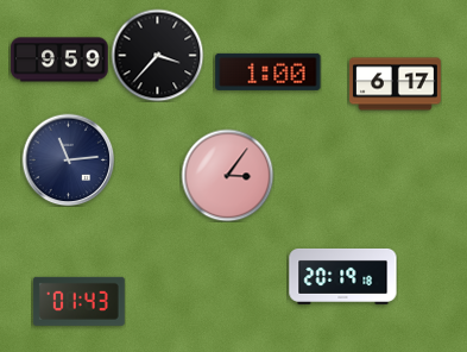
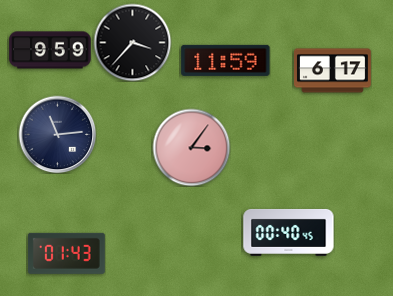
clock at (157, 55) position: (157, 55) -> (132, 42)
clock at (269, 71): 1:00 -> 11:59
clock at (343, 276): 20:19 -> 00:40
